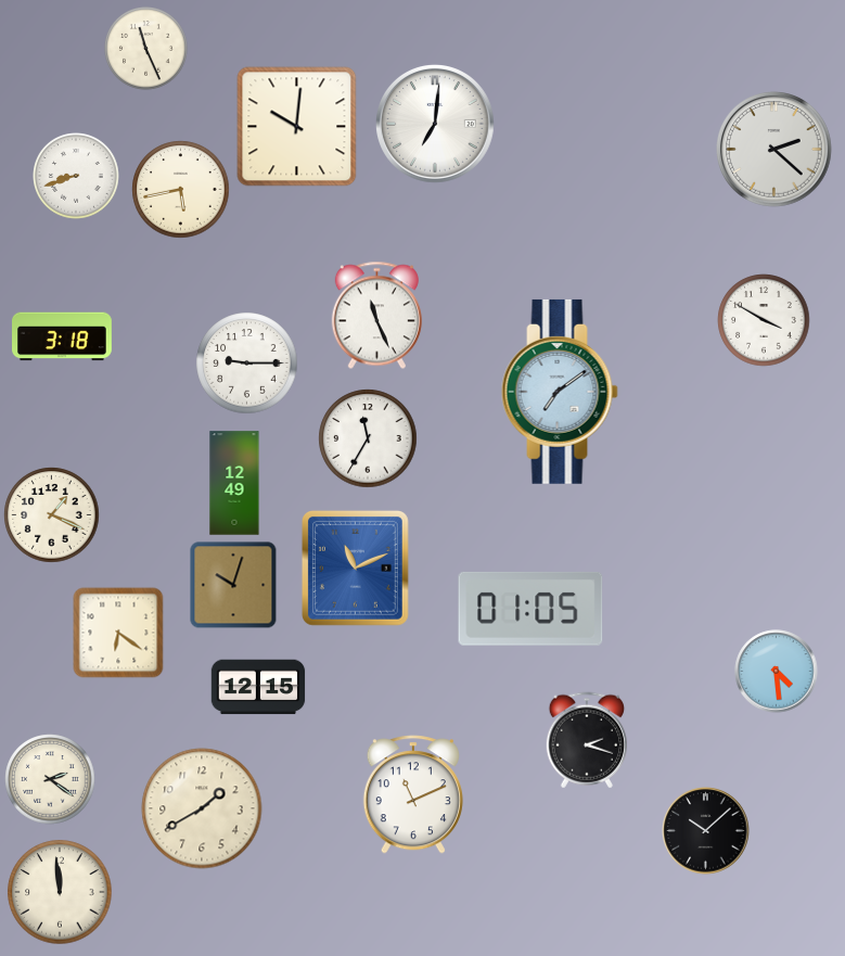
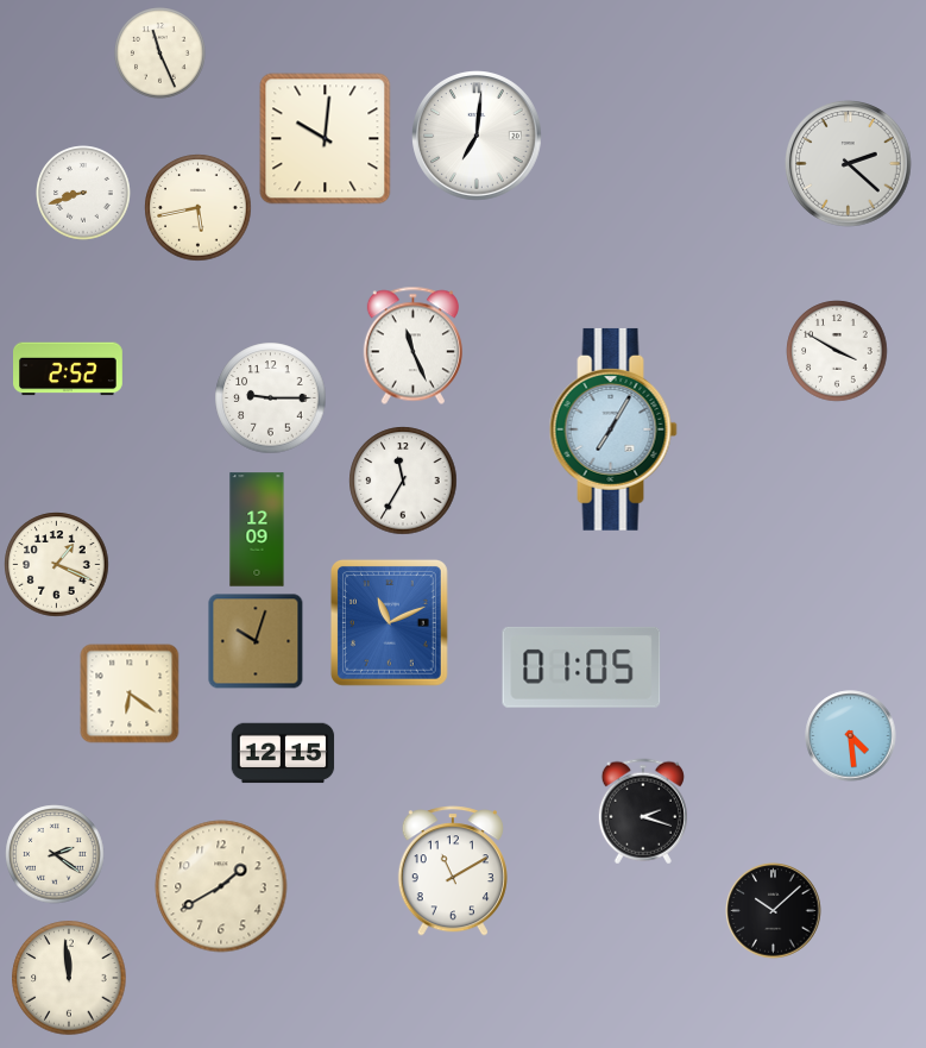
clock at (63, 336): 3:18 -> 2:52
clock at (560, 392): 7:09 -> 7:05
clock at (234, 483): 12:49 -> 12:09
clock at (413, 794): 11:11 -> 11:10
clock at (60, 892) position: (60, 892) -> (69, 978)
